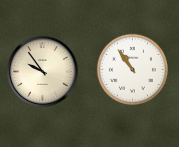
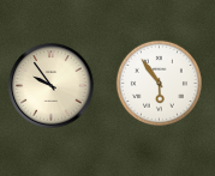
clock at (132, 69): 10:54 -> 5:54
